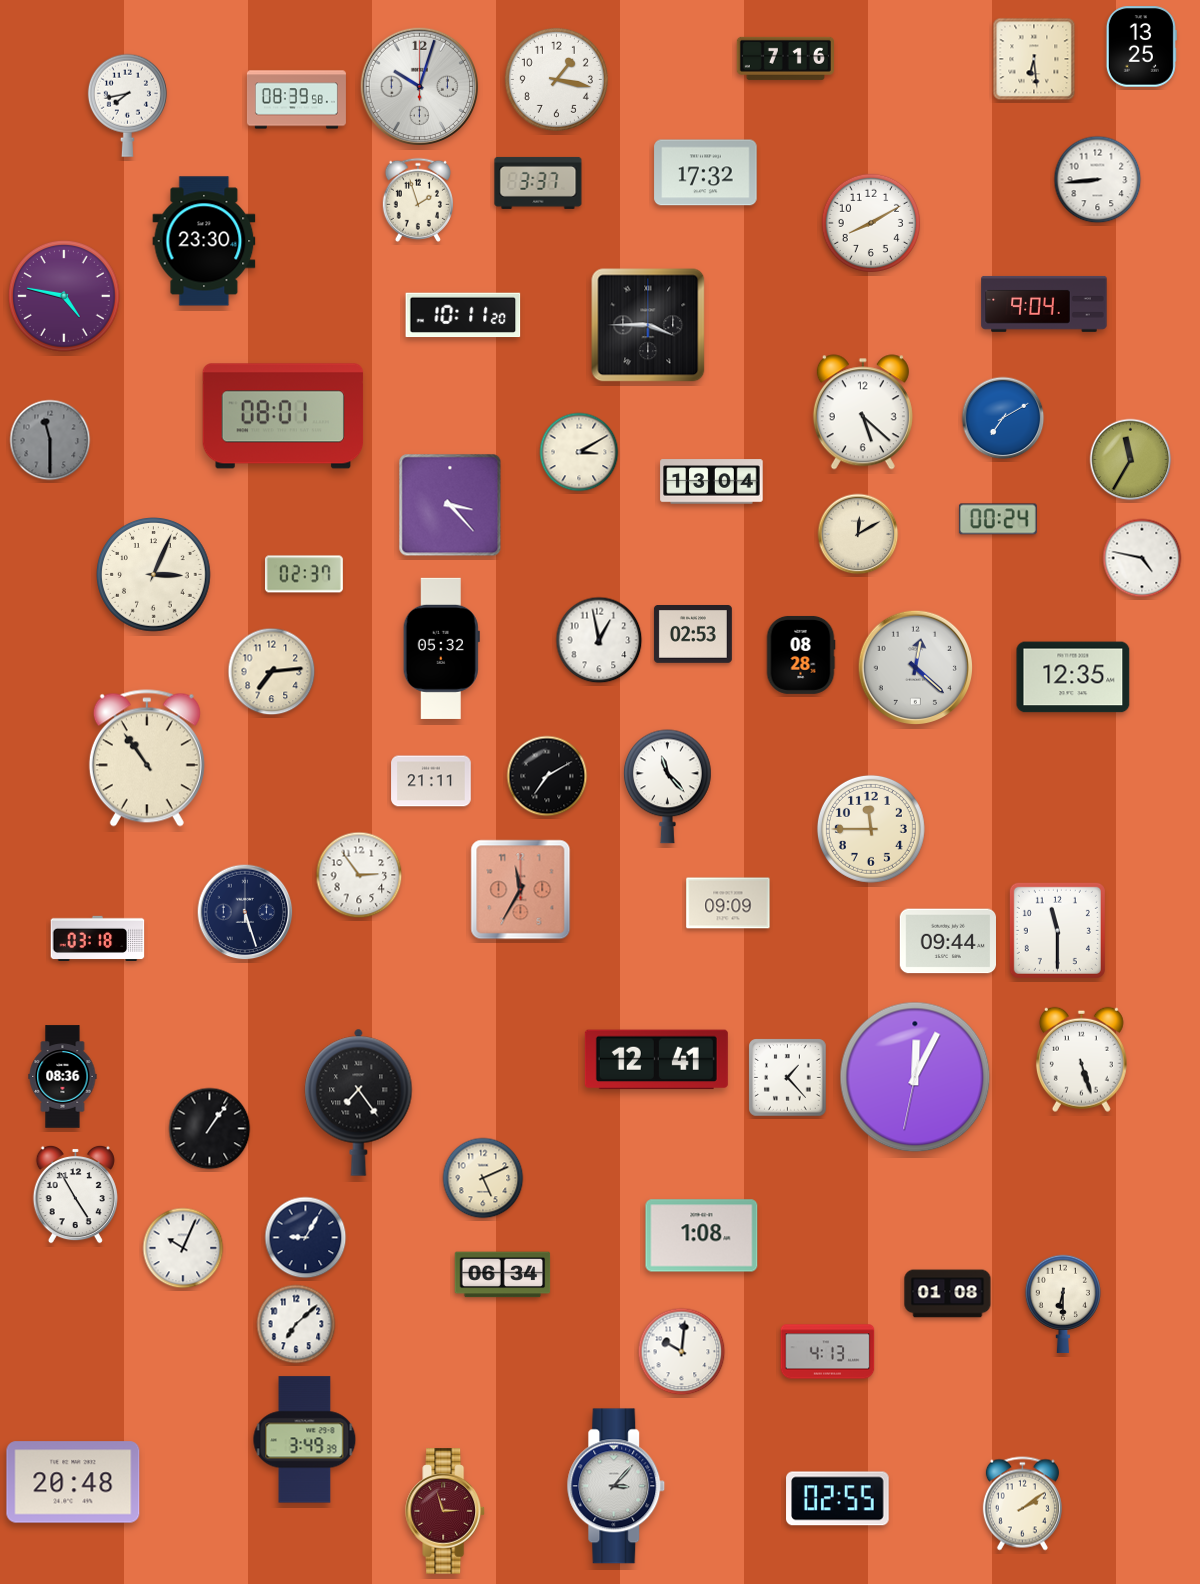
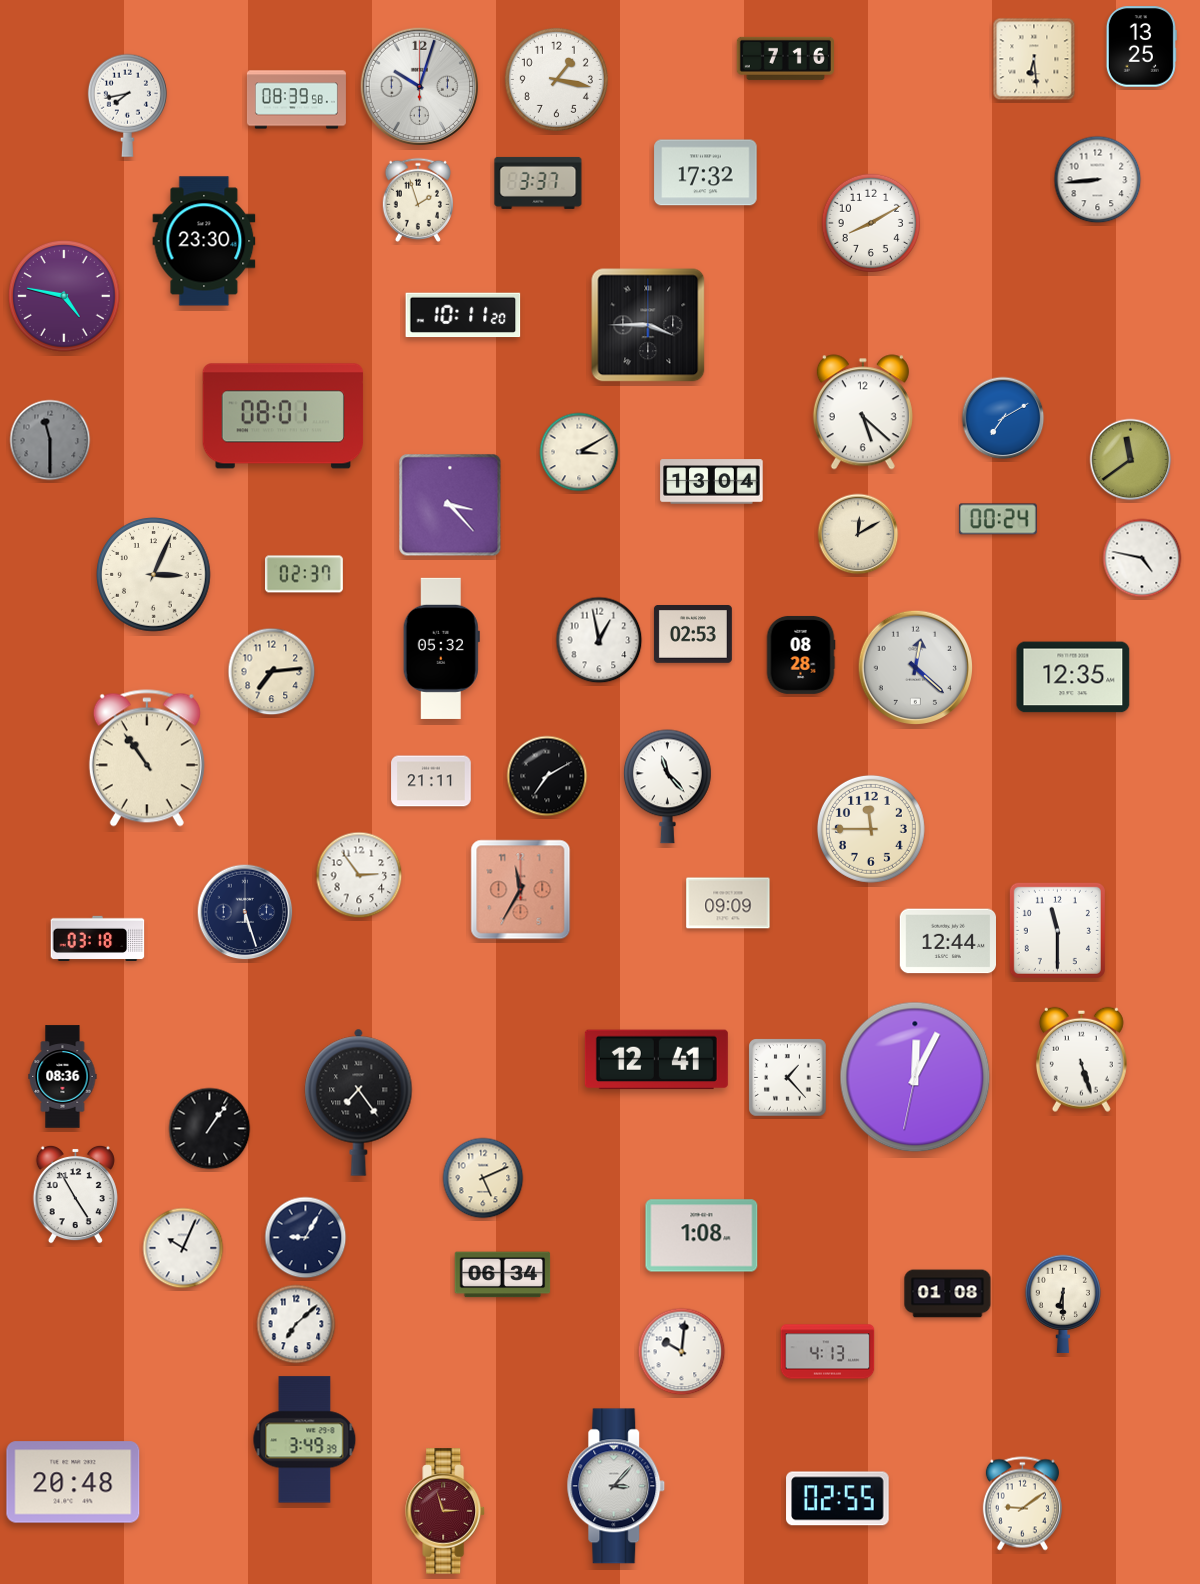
clock at (1044, 304): 9:04 -> none
clock at (1131, 460): 11:35 -> 11:39
clock at (947, 941): 09:44 -> 12:44
clock at (1022, 1504): 2:09 -> 9:09
